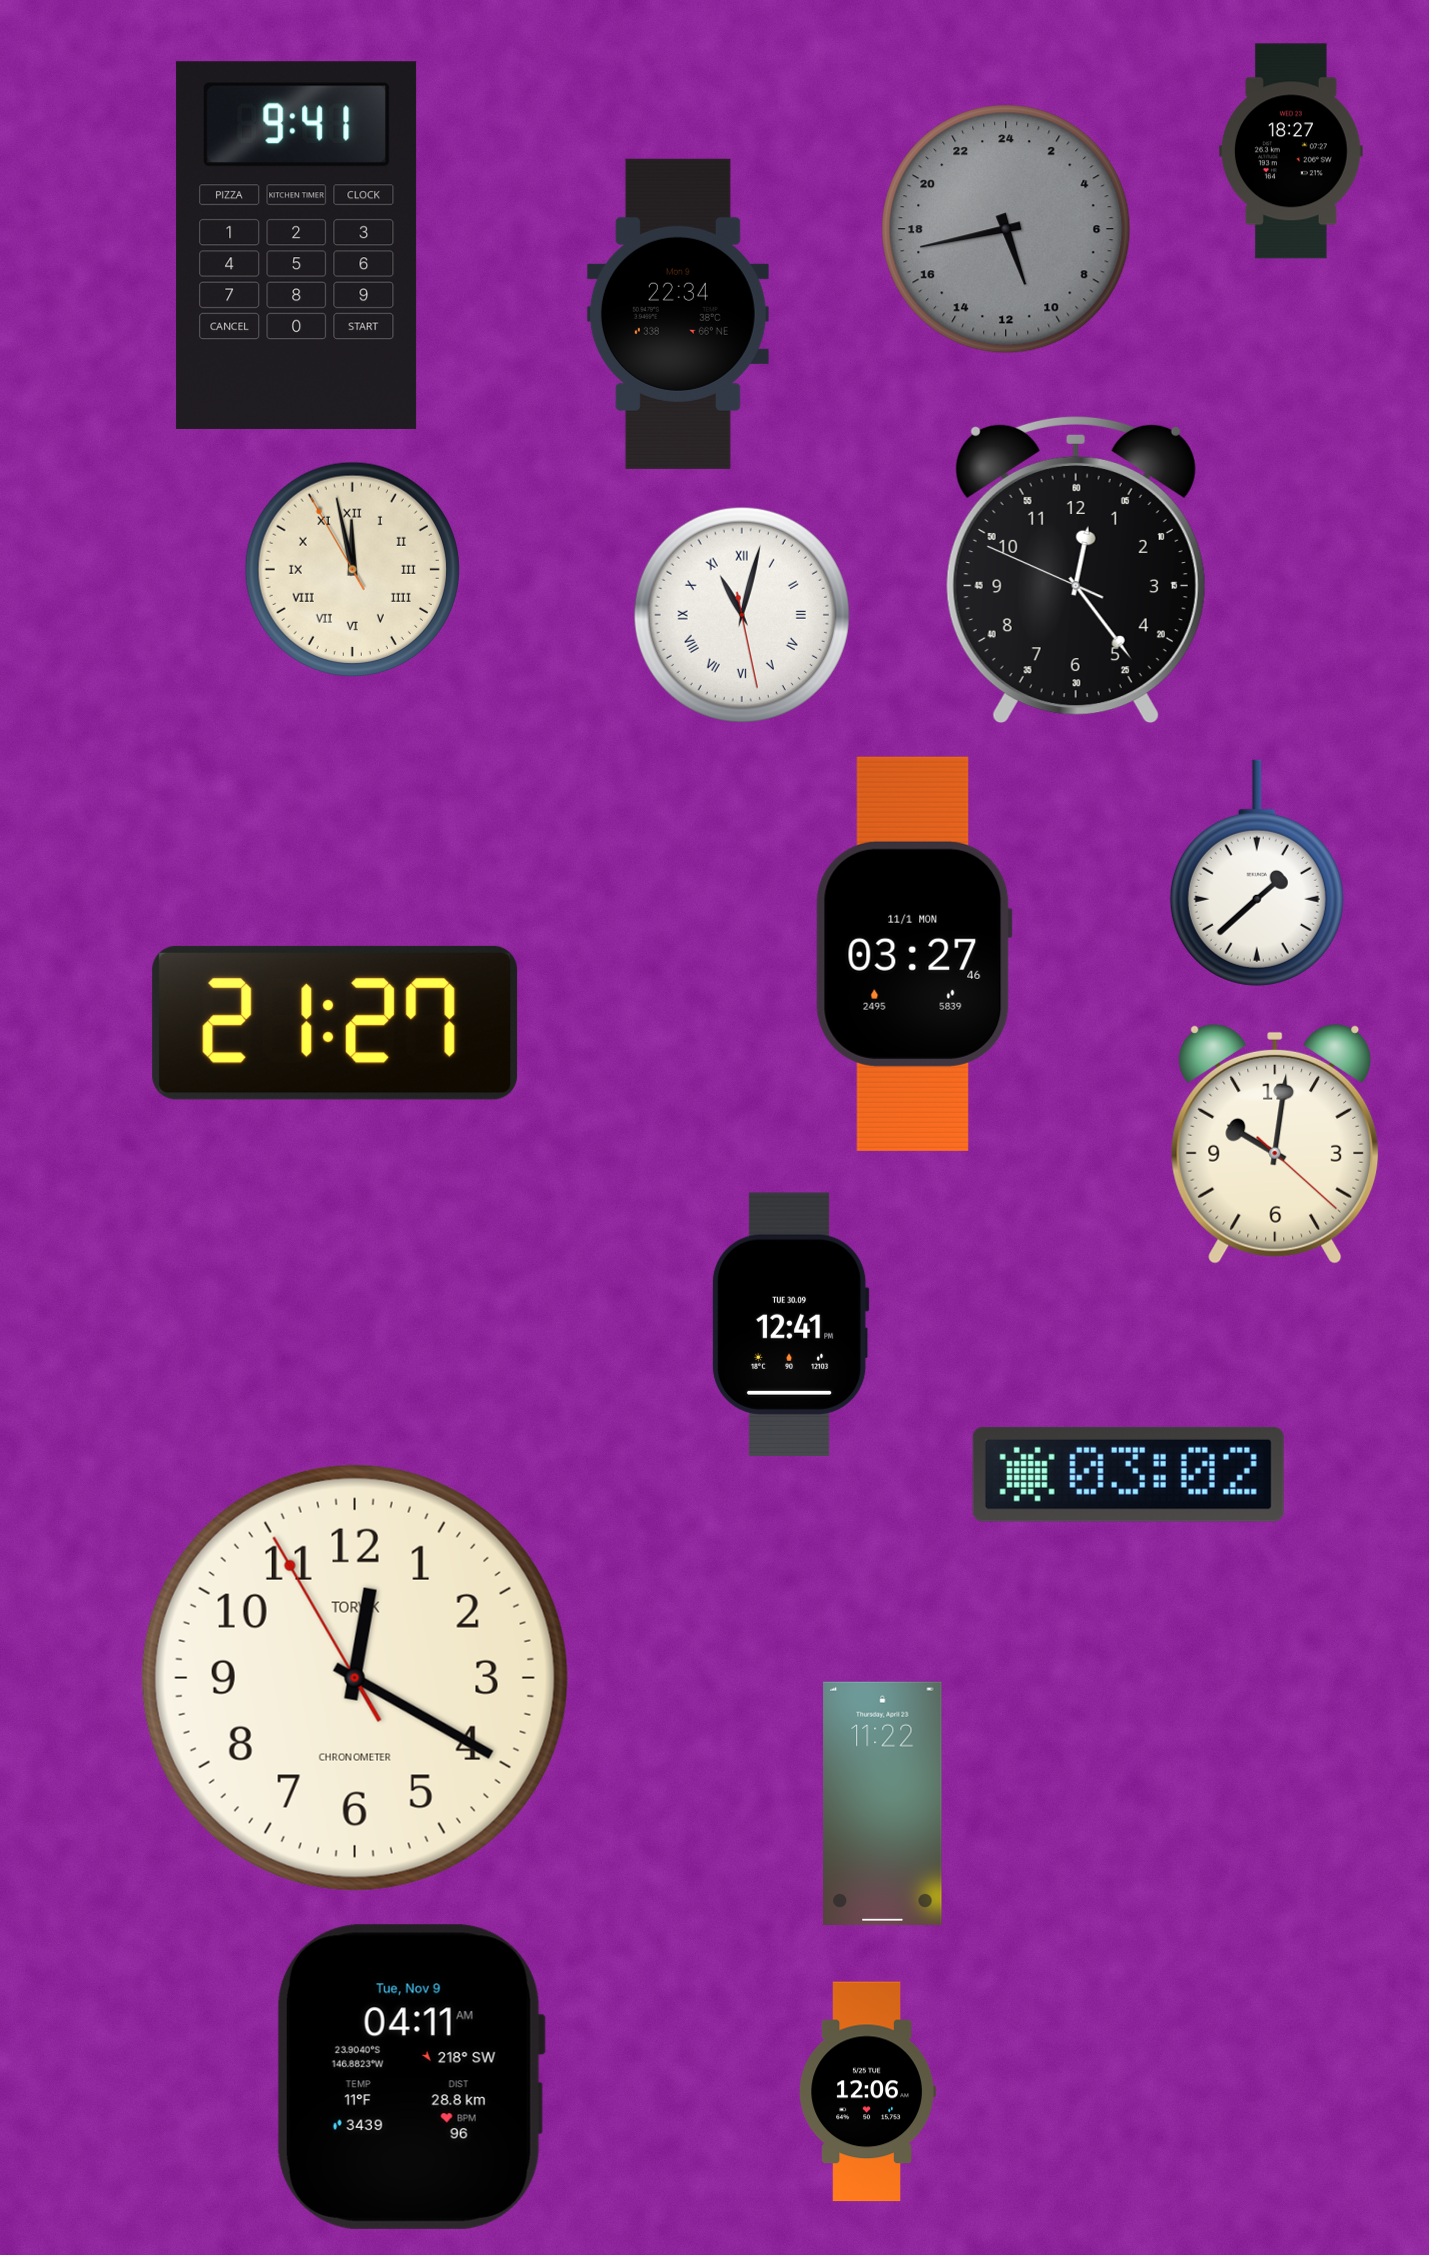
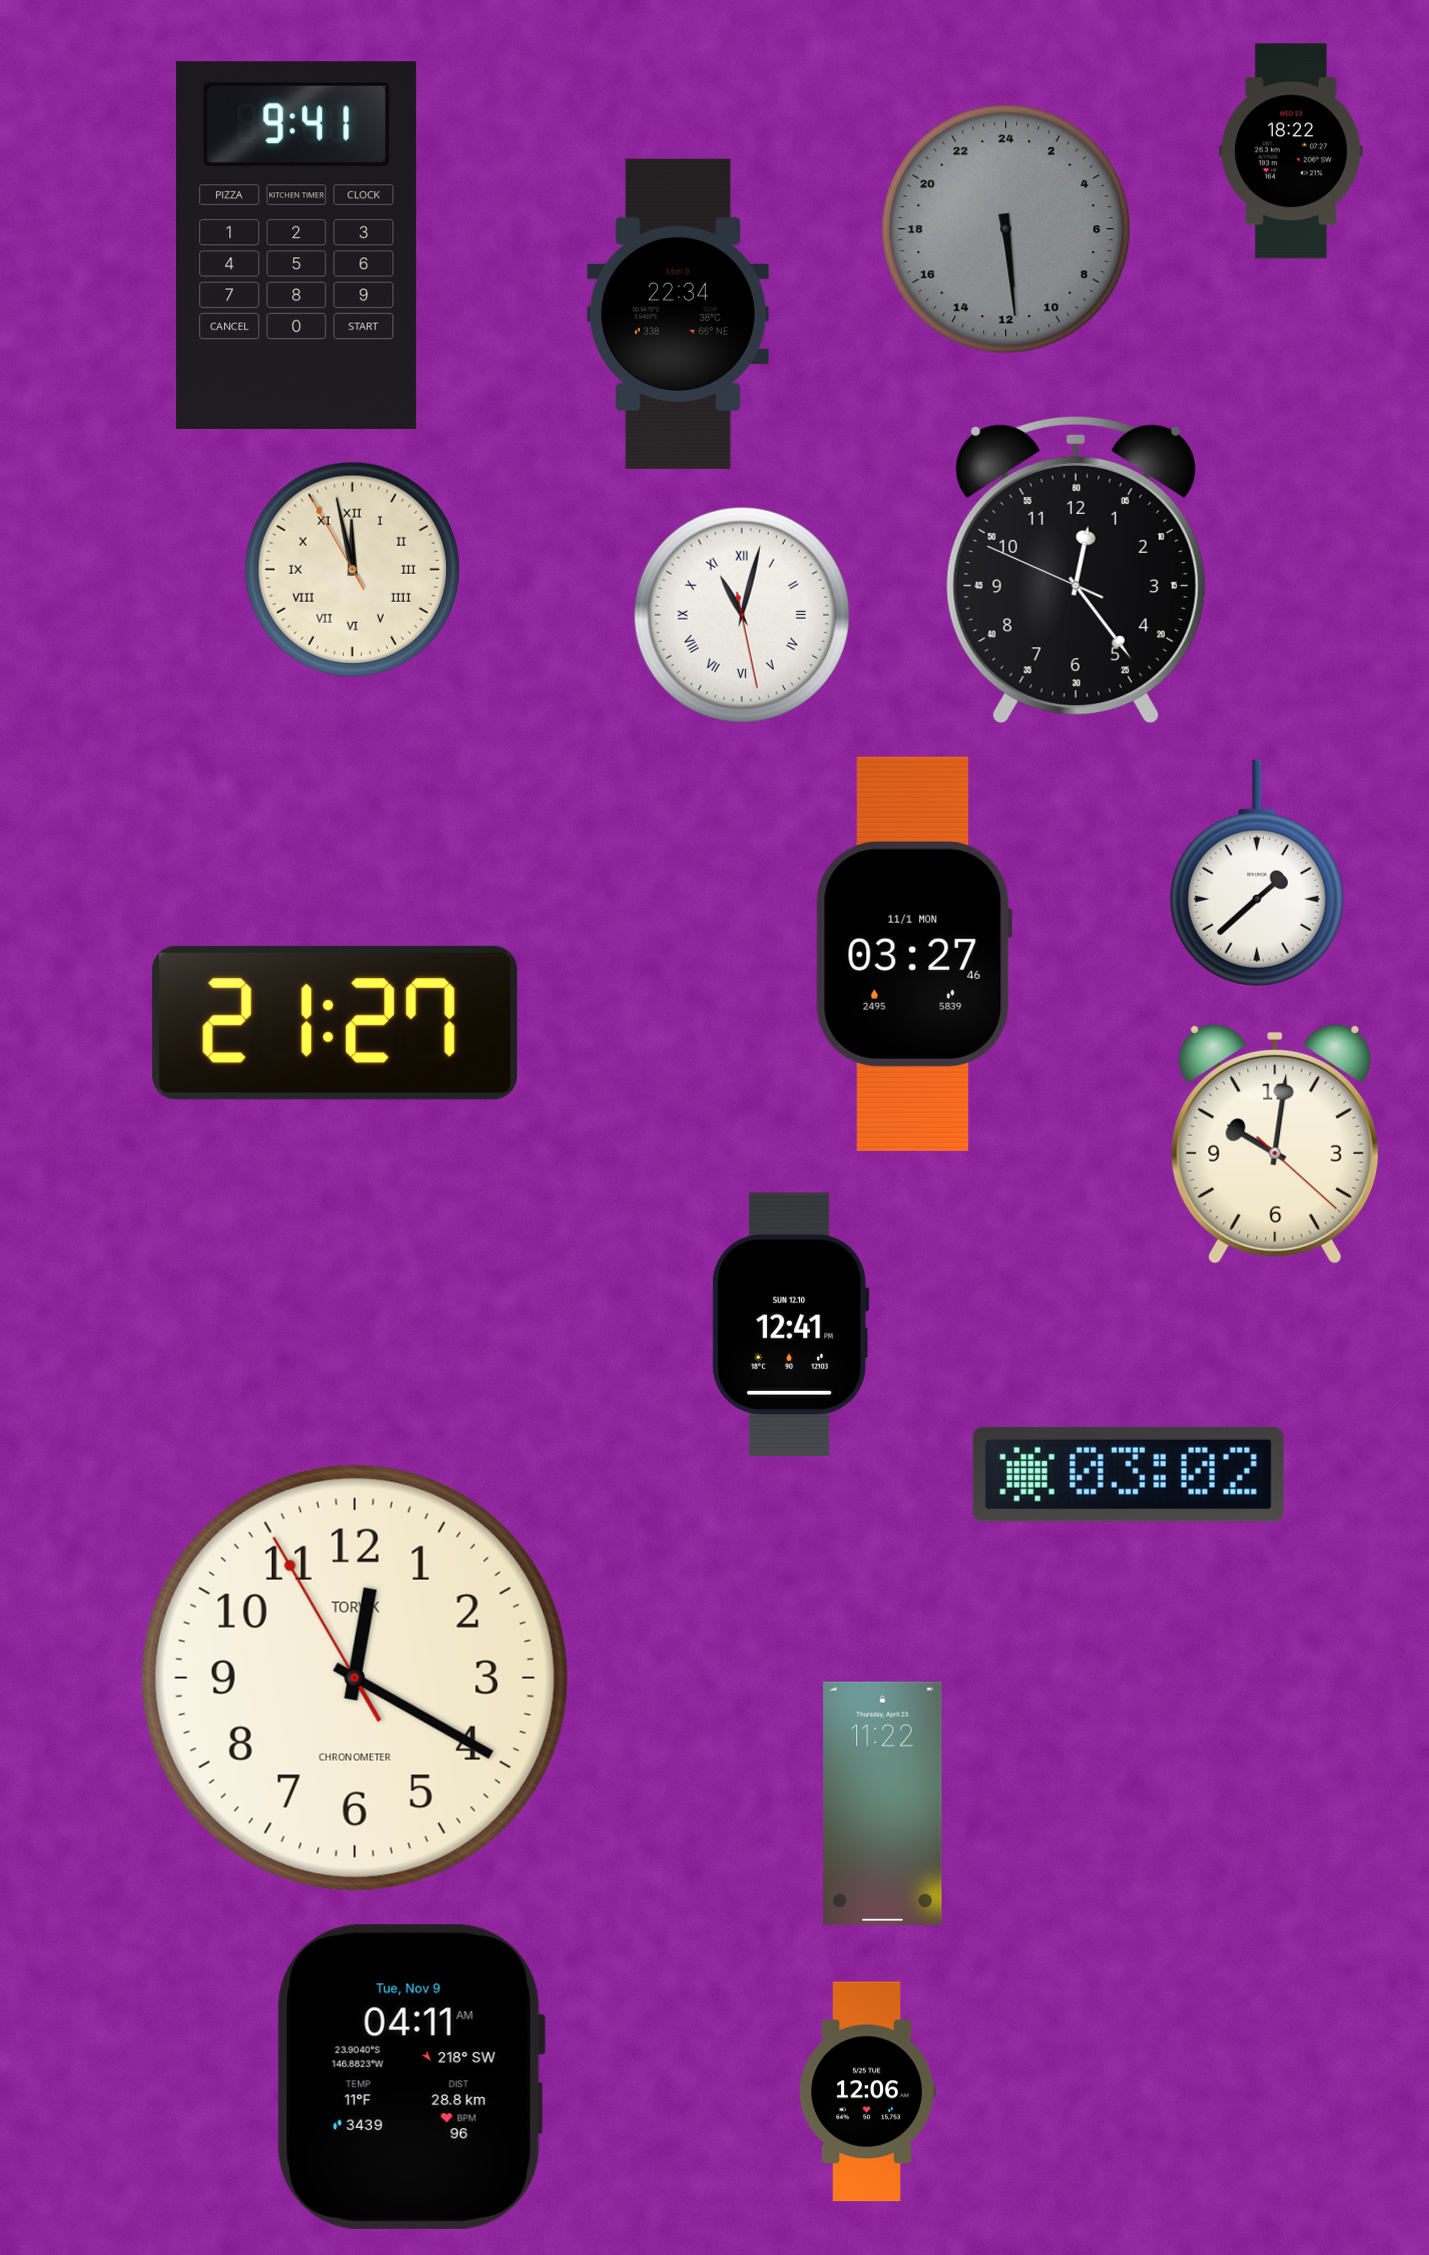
clock at (1291, 151): 18:27 -> 18:22
clock at (1006, 229): 10:43 -> 11:29
clock at (790, 1324) date: TUE 30.09 -> SUN 12.10
